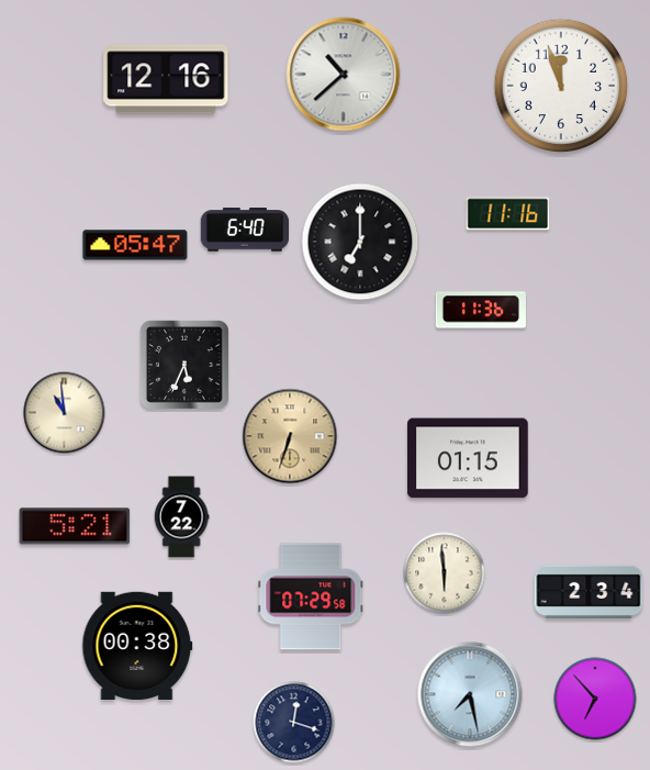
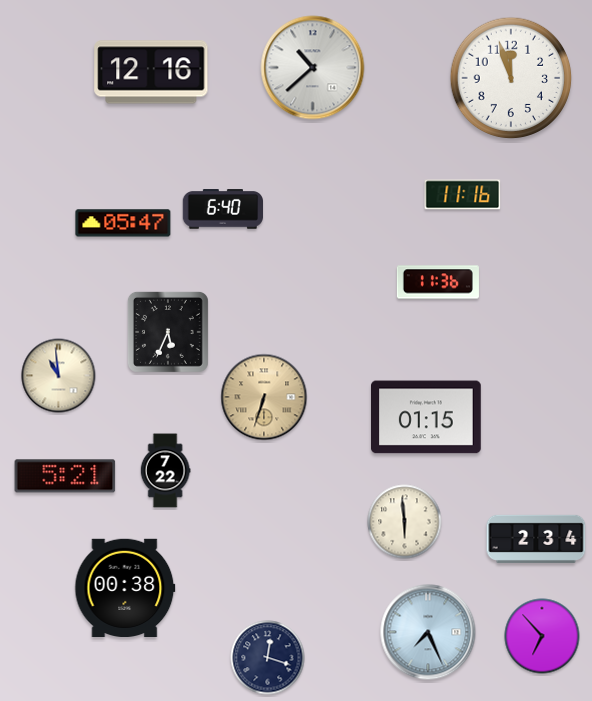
clock at (360, 242): 7:00 -> none
clock at (75, 526) position: (75, 526) -> (65, 476)
clock at (311, 596): 07:29 -> none
clock at (470, 694): 7:28 -> 7:26
